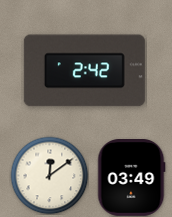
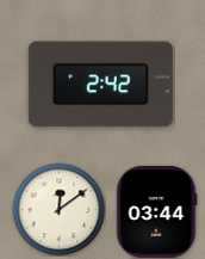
clock at (132, 178): 03:49 -> 03:44
